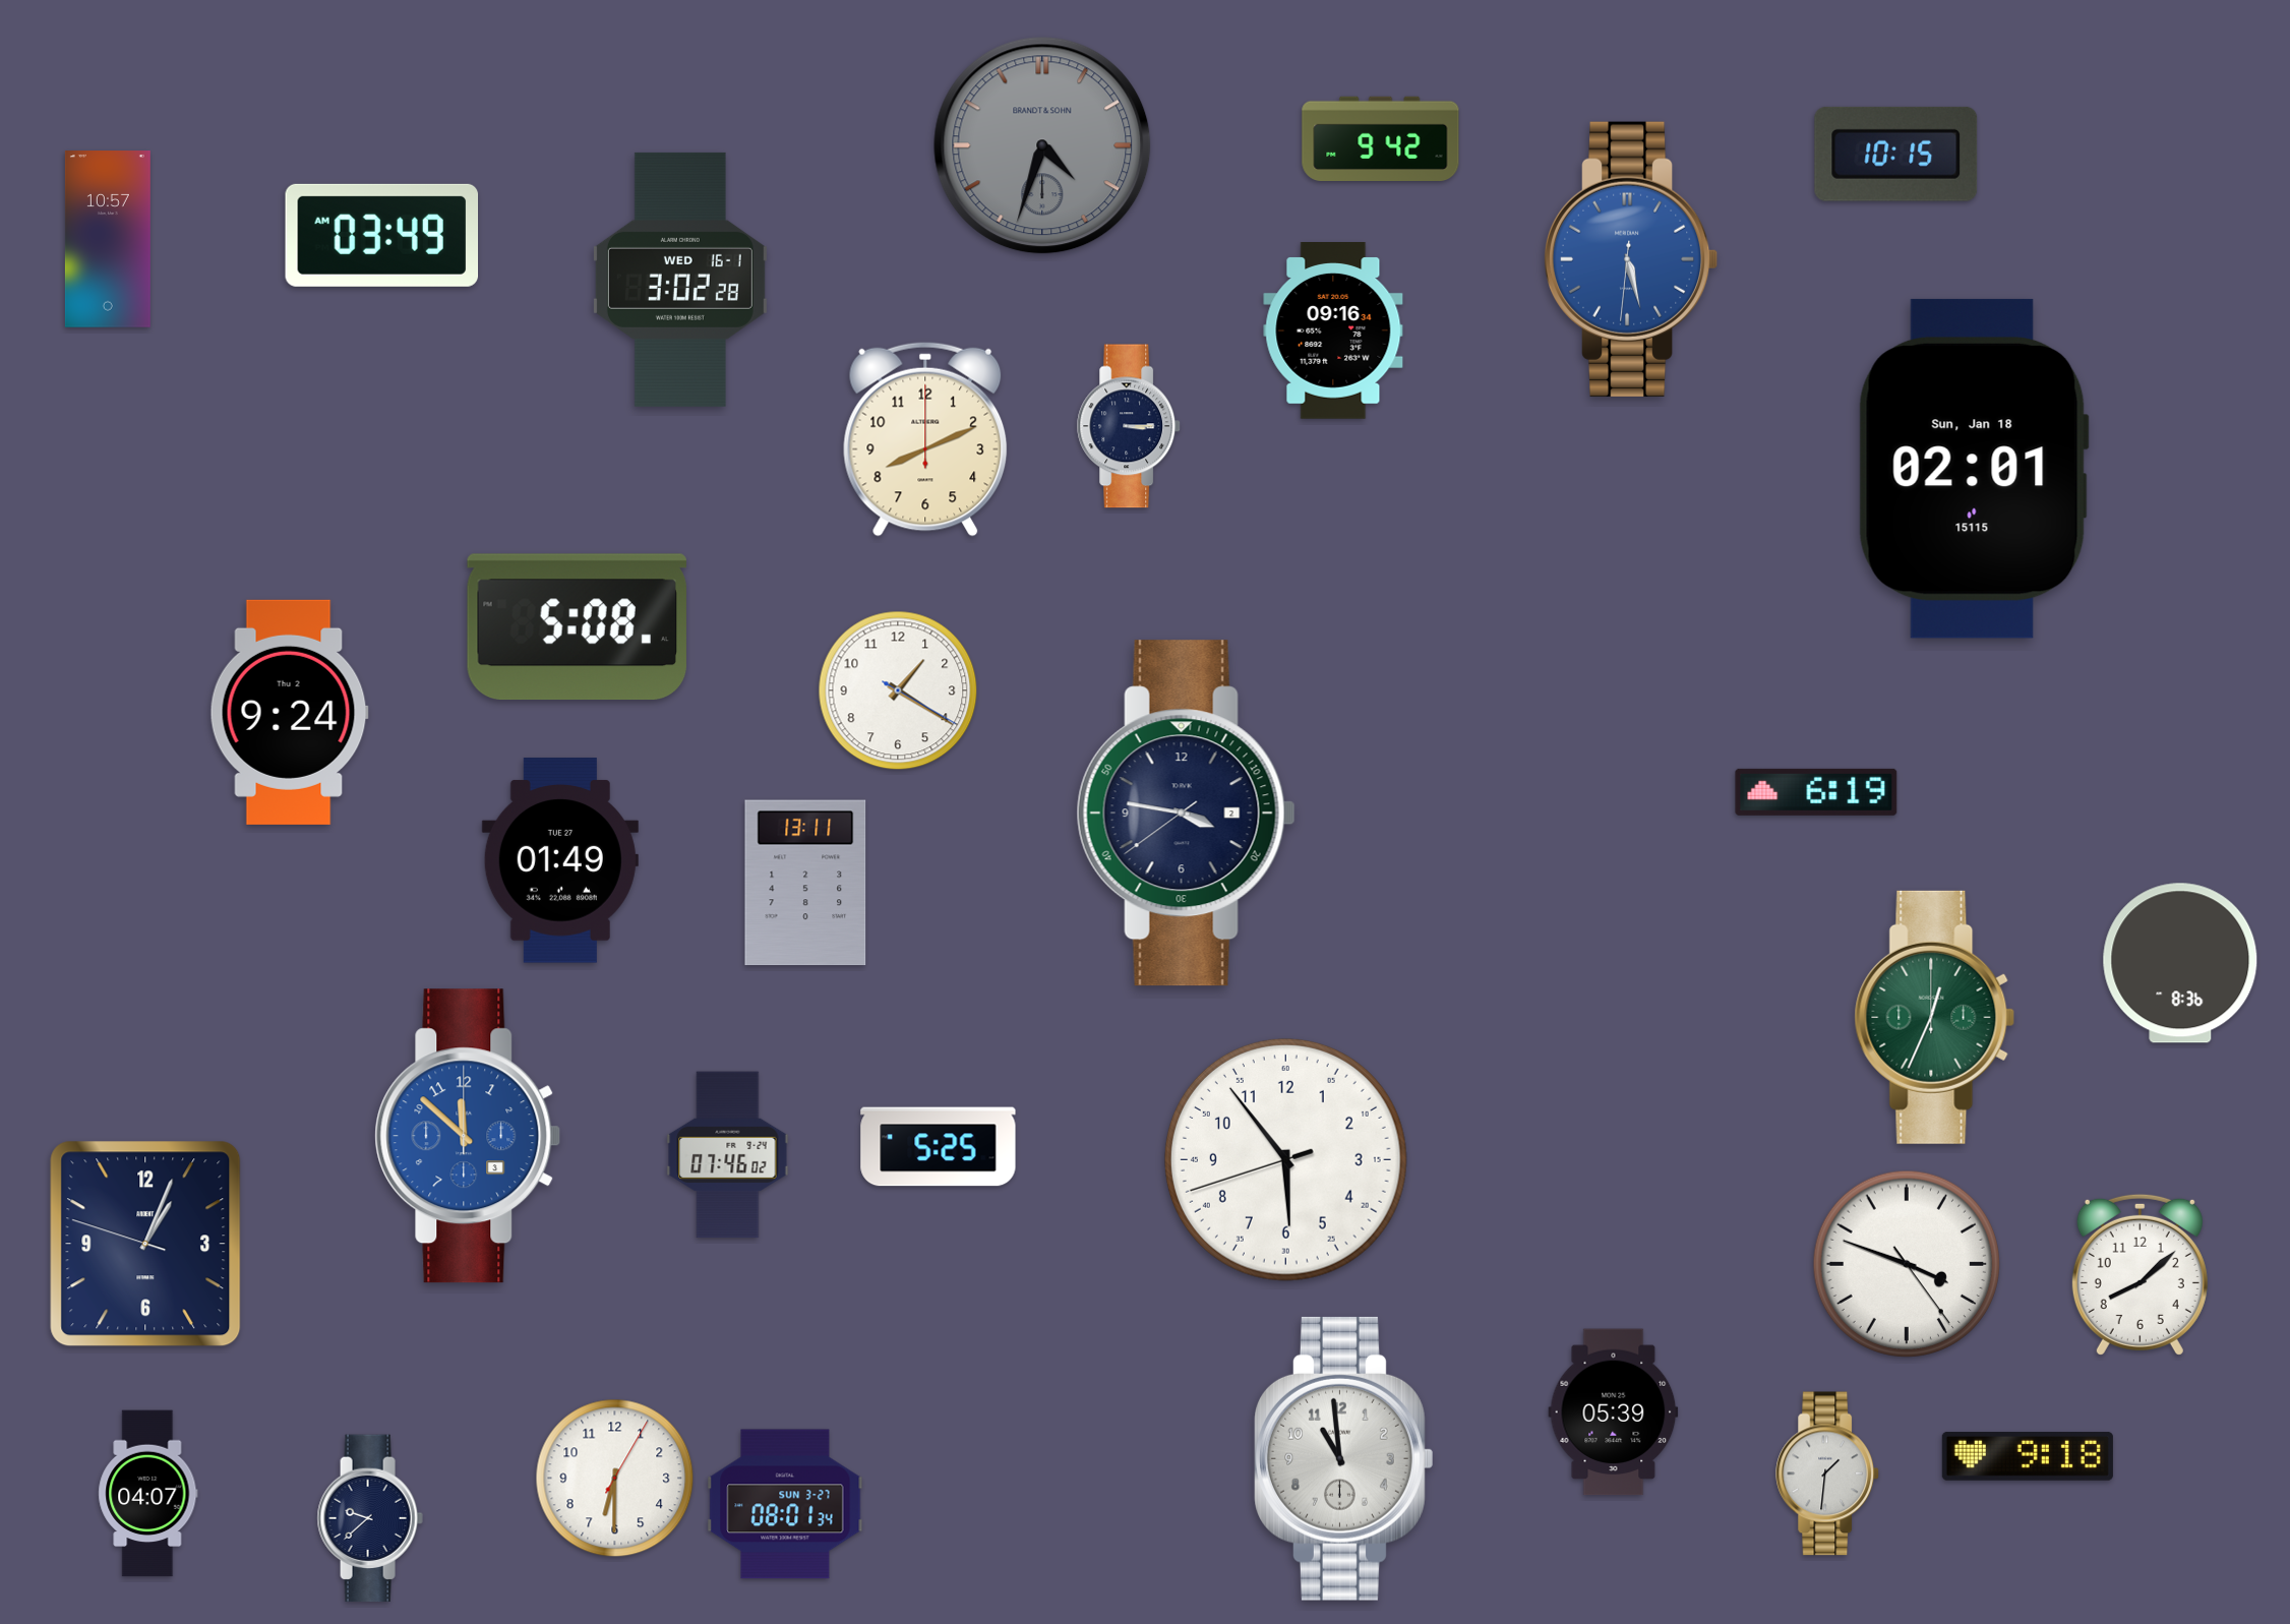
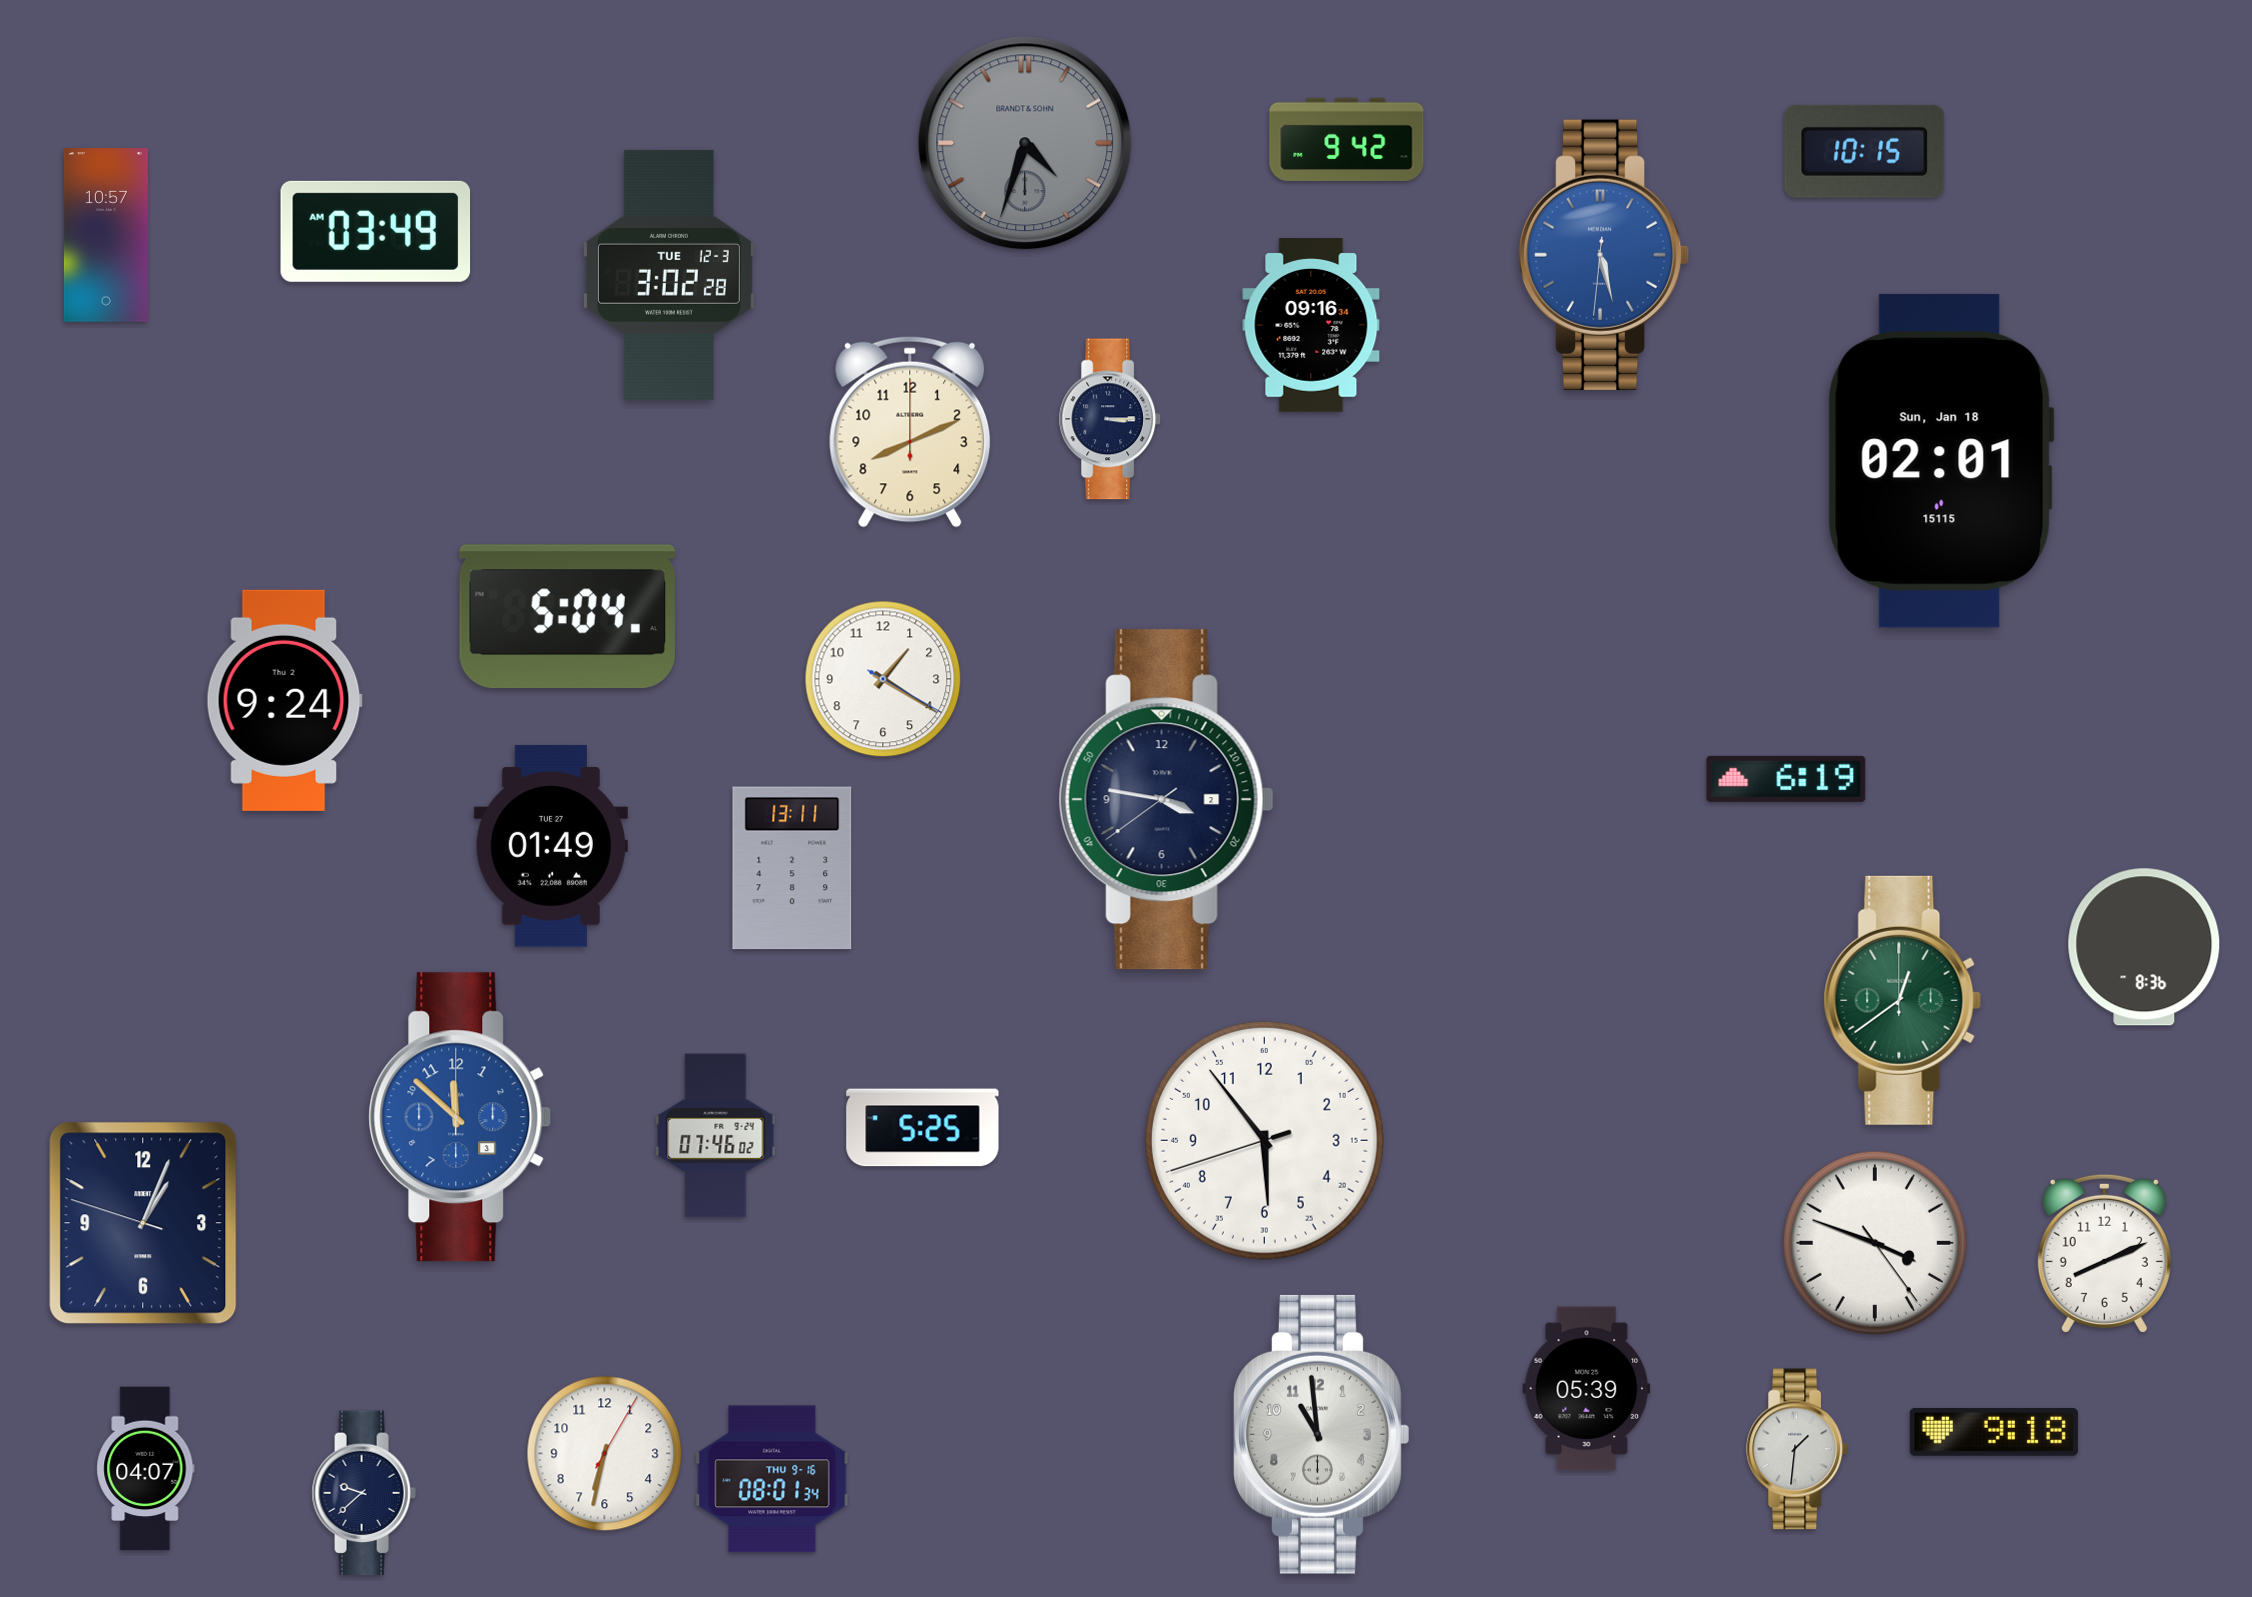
clock at (1381, 138) position: (1381, 138) -> (1347, 139)
clock at (680, 280) date: WED 16-1 -> TUE 12-3
clock at (577, 627): 5:08 -> 5:04
clock at (1935, 1017): 12:34 -> 12:39
clock at (2140, 1274): 8:08 -> 8:11
clock at (615, 1479): 6:30 -> 6:32
clock at (785, 1504) date: SUN 3-27 -> THU 9-16
